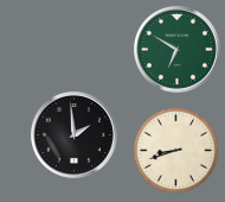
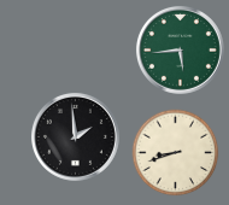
clock at (176, 49): 6:50 -> 5:44
clock at (176, 151) position: (176, 151) -> (176, 153)
